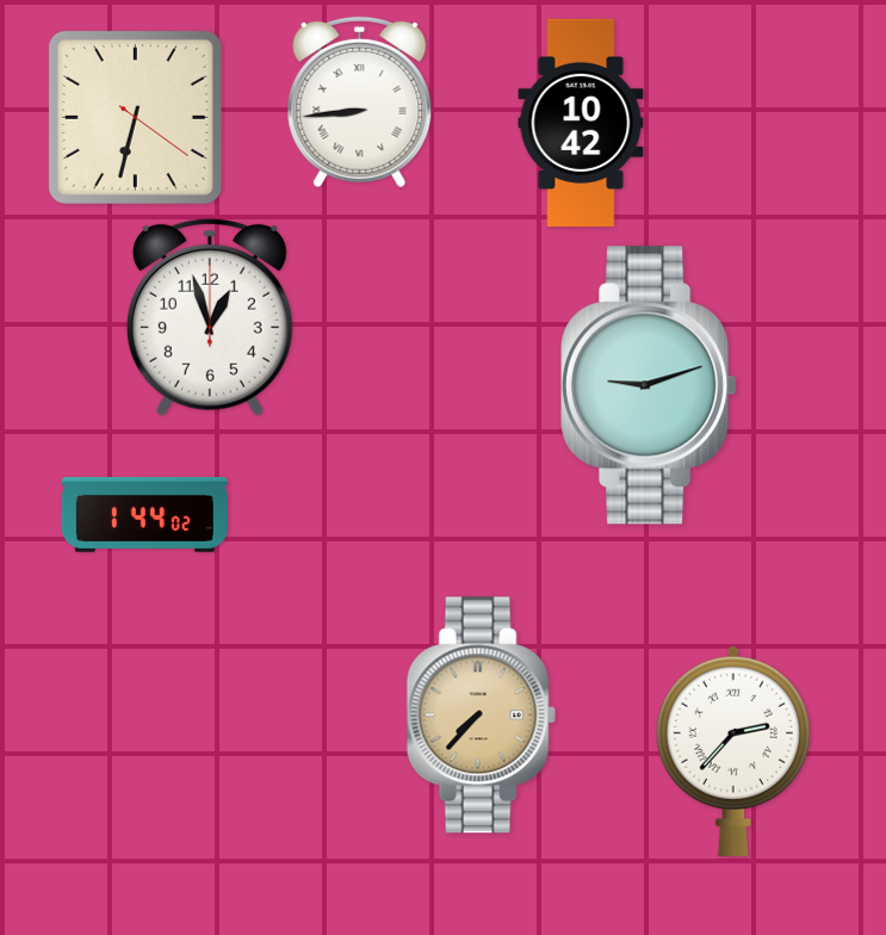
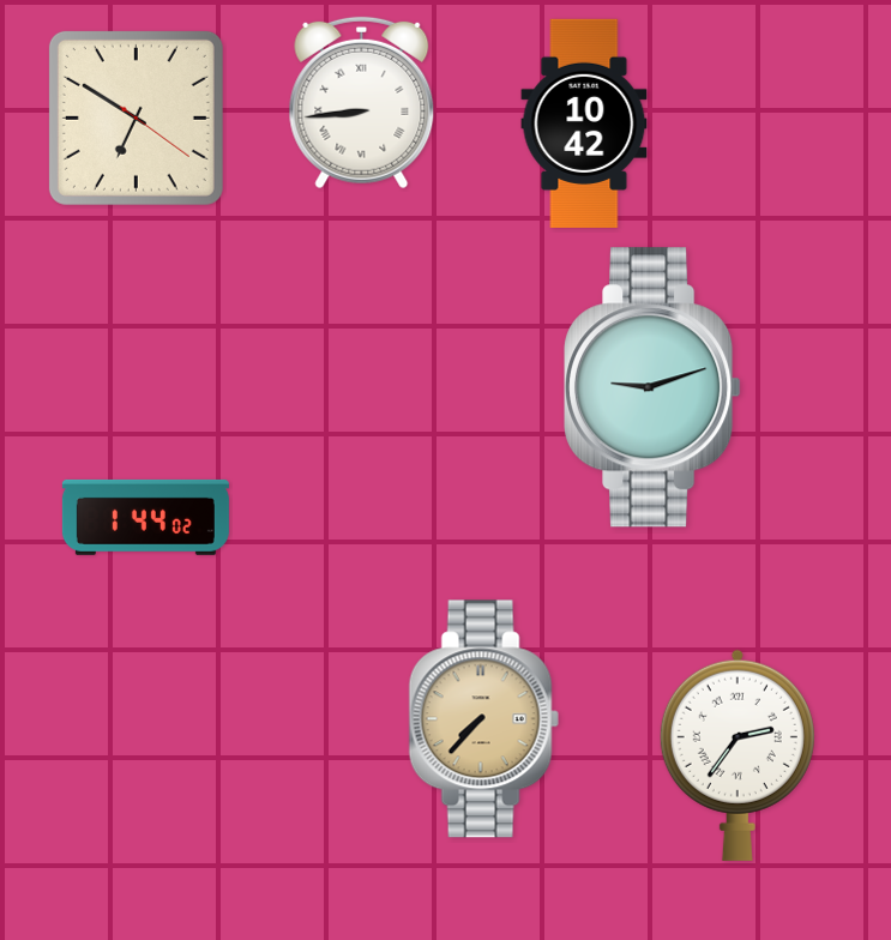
clock at (135, 117): 6:32 -> 6:50
clock at (210, 317): 12:57 -> none
clock at (733, 751): 2:37 -> 2:36
